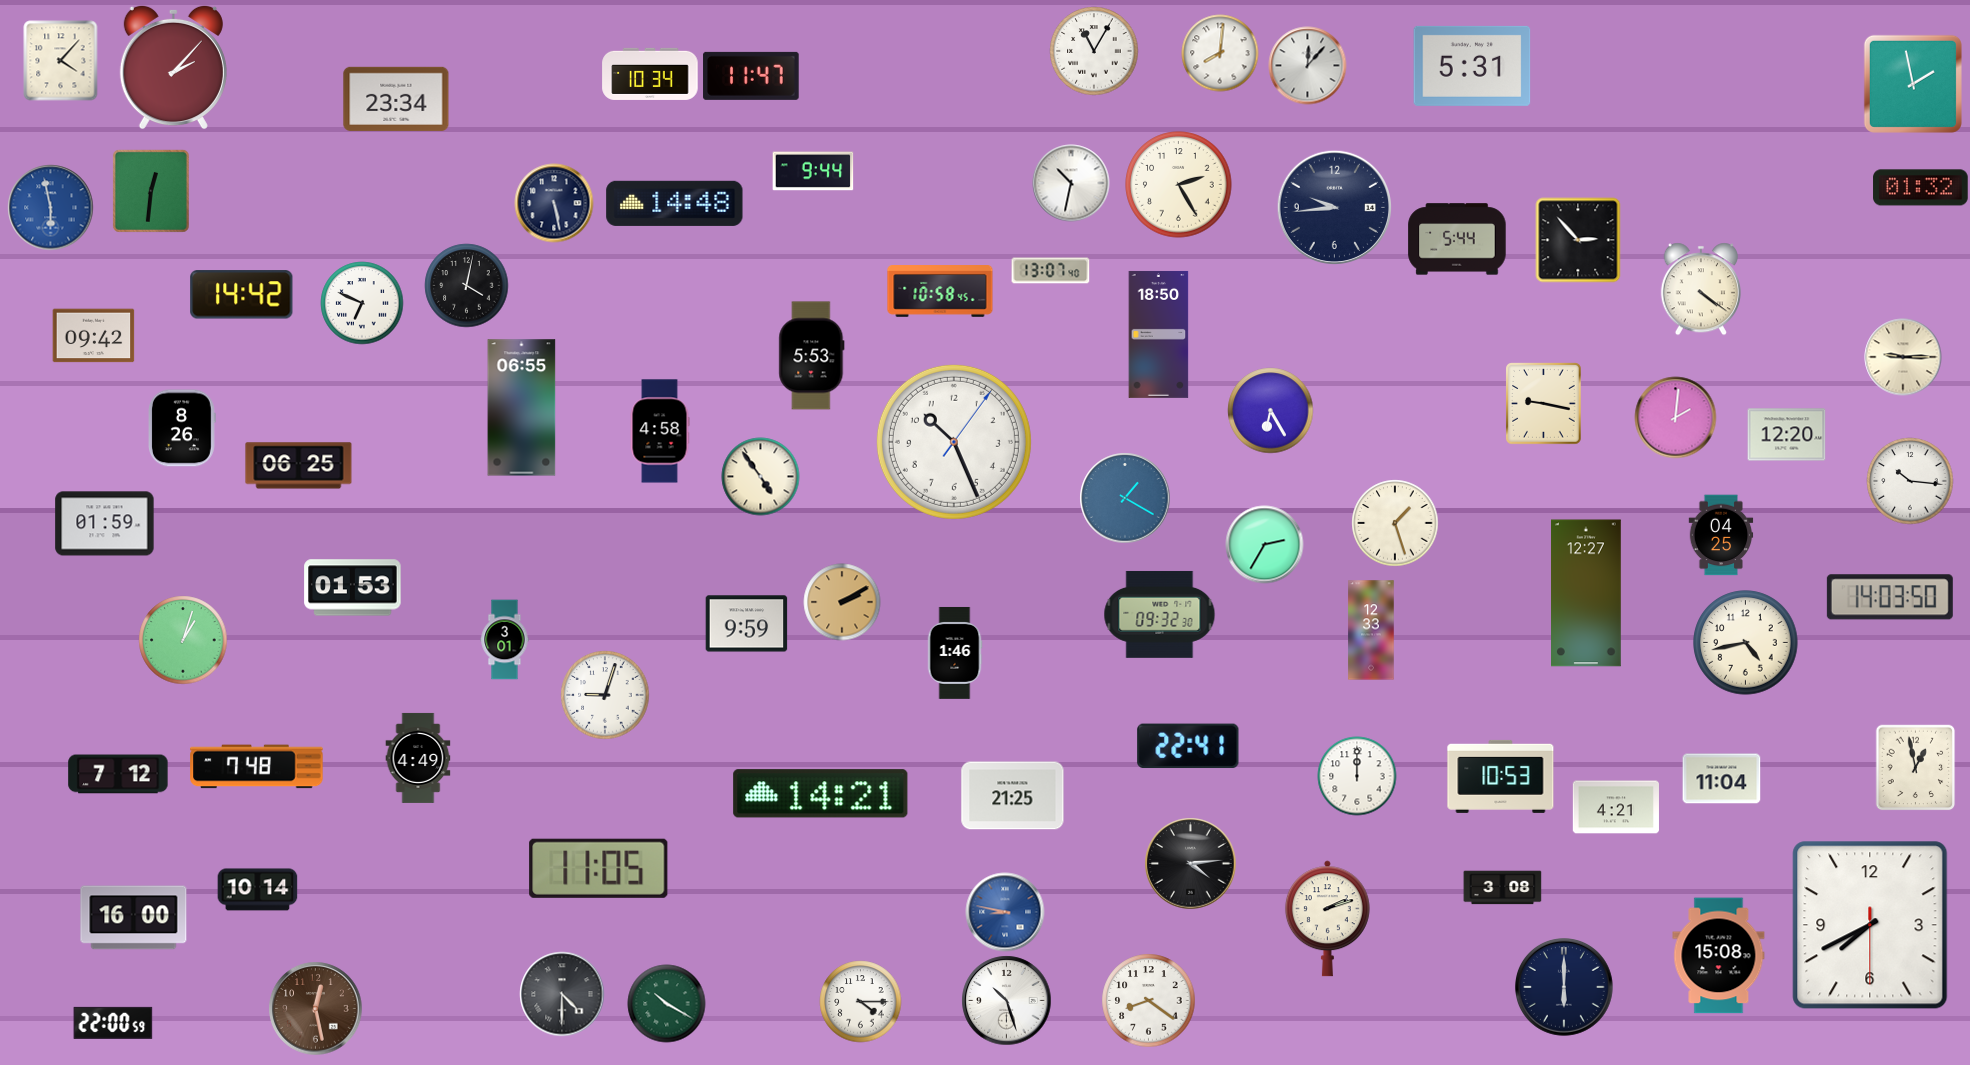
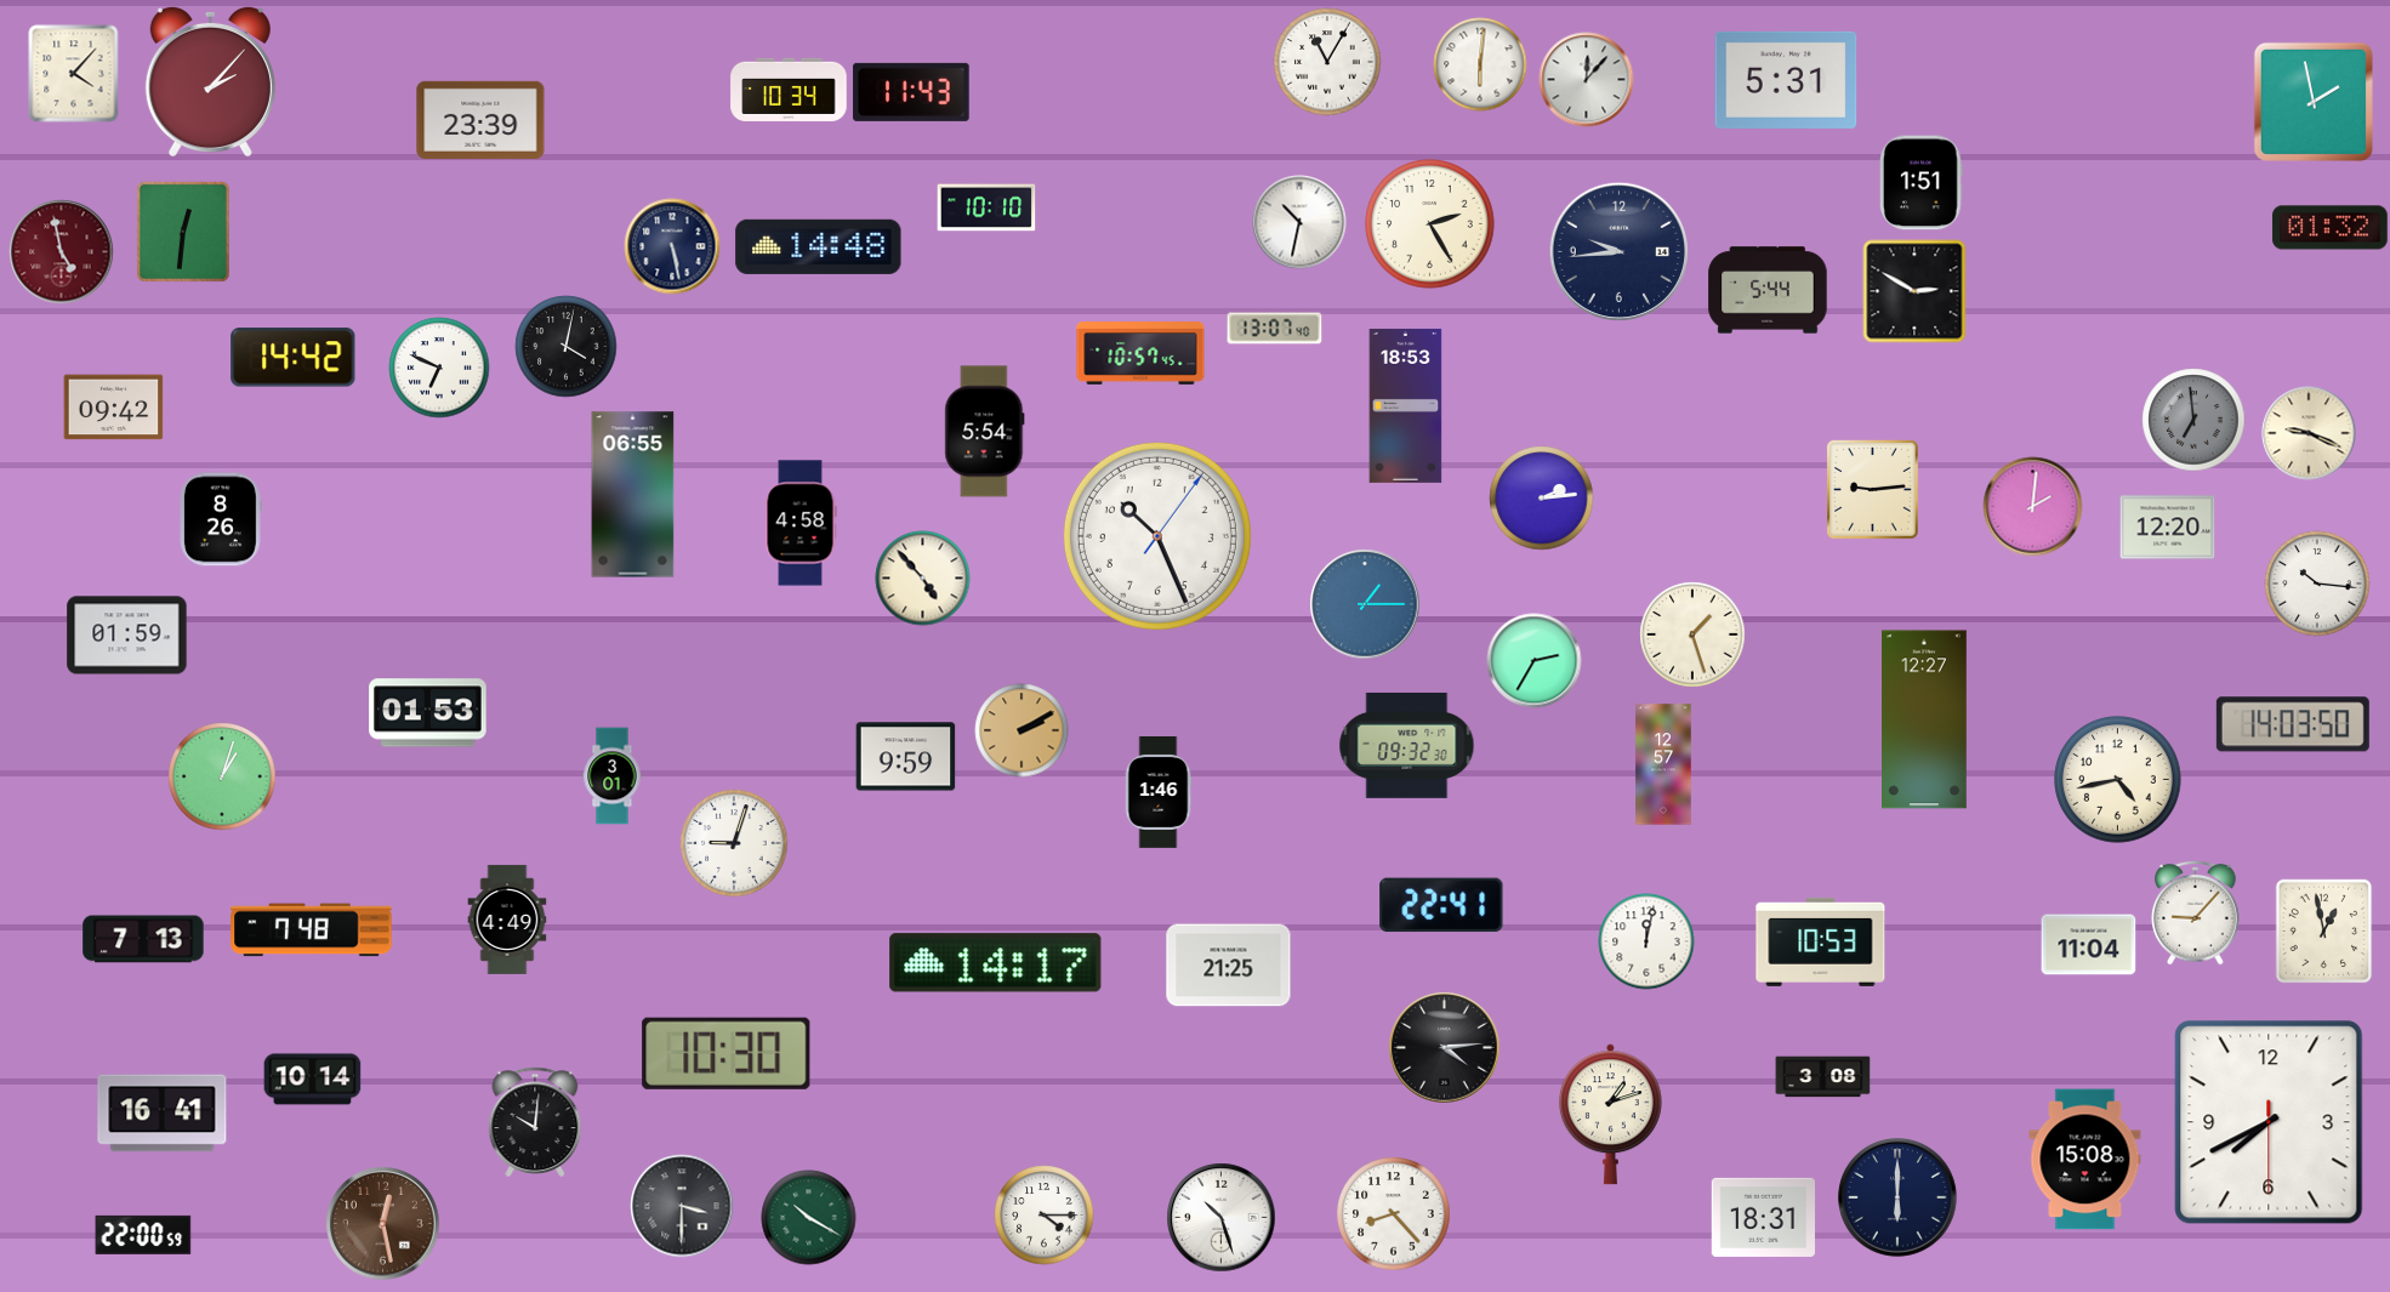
clock at (1220, 53): 8:01 -> 6:01
clock at (751, 76): 11:47 -> 11:43
clock at (1913, 84) position: (1913, 84) -> (2314, 102)
clock at (396, 99): 23:34 -> 23:39
clock at (1922, 183): none -> 1:51
clock at (813, 171): 9:44 -> 10:10
clock at (51, 208): 5:58 -> 4:58
clock at (51, 208) dial: blue -> burgundy
clock at (1578, 240): 2:53 -> 2:50
clock at (1701, 289): 4:21 -> none
clock at (940, 292): 10:58 -> 10:57
clock at (1159, 334): 18:50 -> 18:53
clock at (2193, 420): none -> 6:59
clock at (812, 356): 5:53 -> 5:54
clock at (1903, 357): 9:15 -> 9:19
clock at (1544, 404): 9:17 -> 9:14
clock at (1271, 411): 6:25 -> 2:14
clock at (299, 466): 06:25 -> none
clock at (761, 477): 4:54 -> 4:53
clock at (1125, 498): 1:20 -> 1:15
clock at (1721, 535): 04:25 -> none
clock at (1371, 630): 12:33 -> 12:57
clock at (2196, 912): none -> 9:07
clock at (118, 774): 7:12 -> 7:13
clock at (1357, 776): 12:00 -> 12:02
clock at (821, 794): 14:21 -> 14:17
clock at (1615, 807): 4:21 -> none
clock at (599, 868): 11:05 -> 10:30
clock at (1005, 912): 8:47 -> none
clock at (134, 918): 16:00 -> 16:41
clock at (1327, 919): 2:12 -> 1:12
clock at (535, 1122): none -> 10:01
clock at (562, 994): 4:30 -> 3:30
clock at (1007, 1001) position: (1007, 1001) -> (1222, 1218)
clock at (1149, 1001): 8:21 -> 8:23
clock at (1763, 1217): none -> 18:31
clock at (113, 1023) position: (113, 1023) -> (143, 1235)
